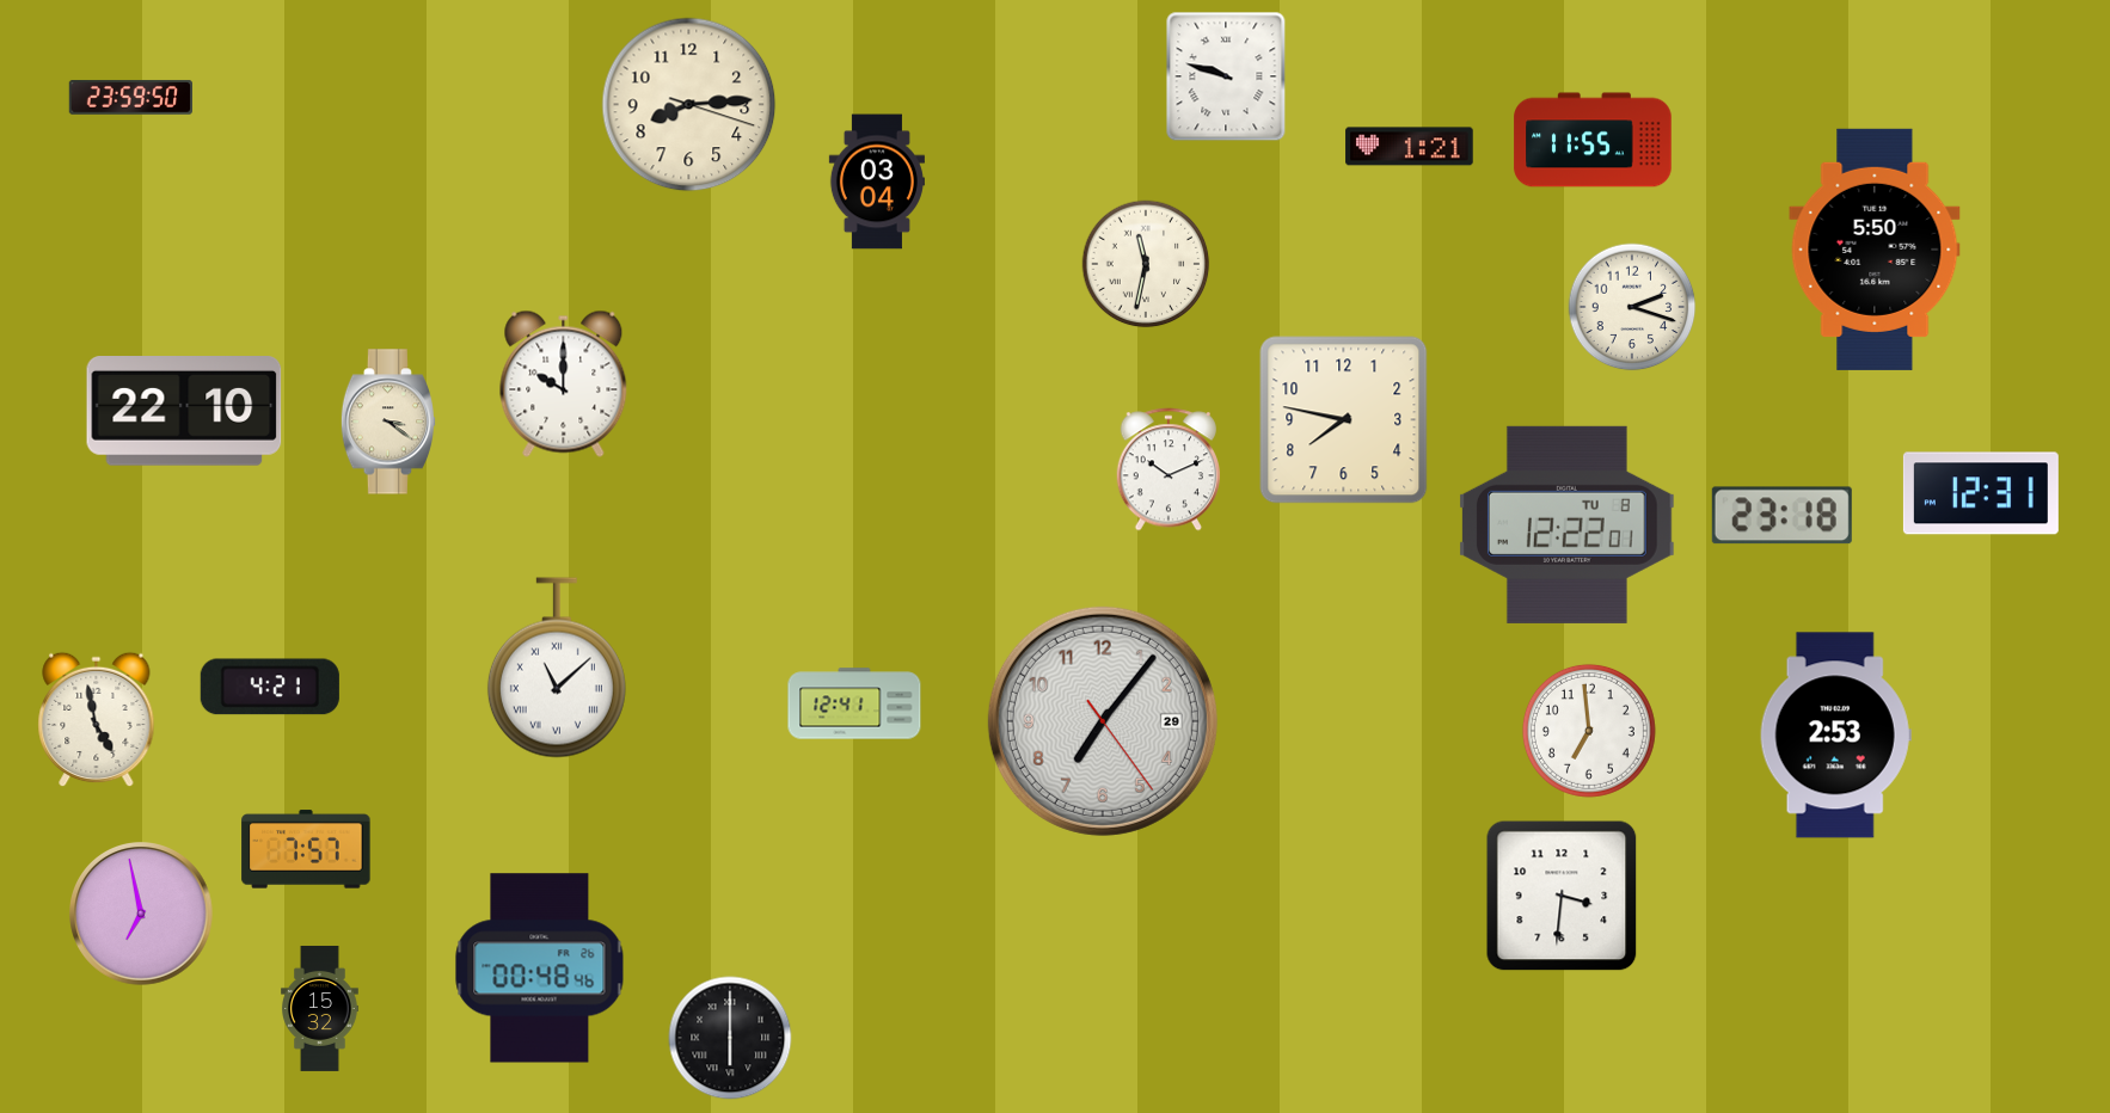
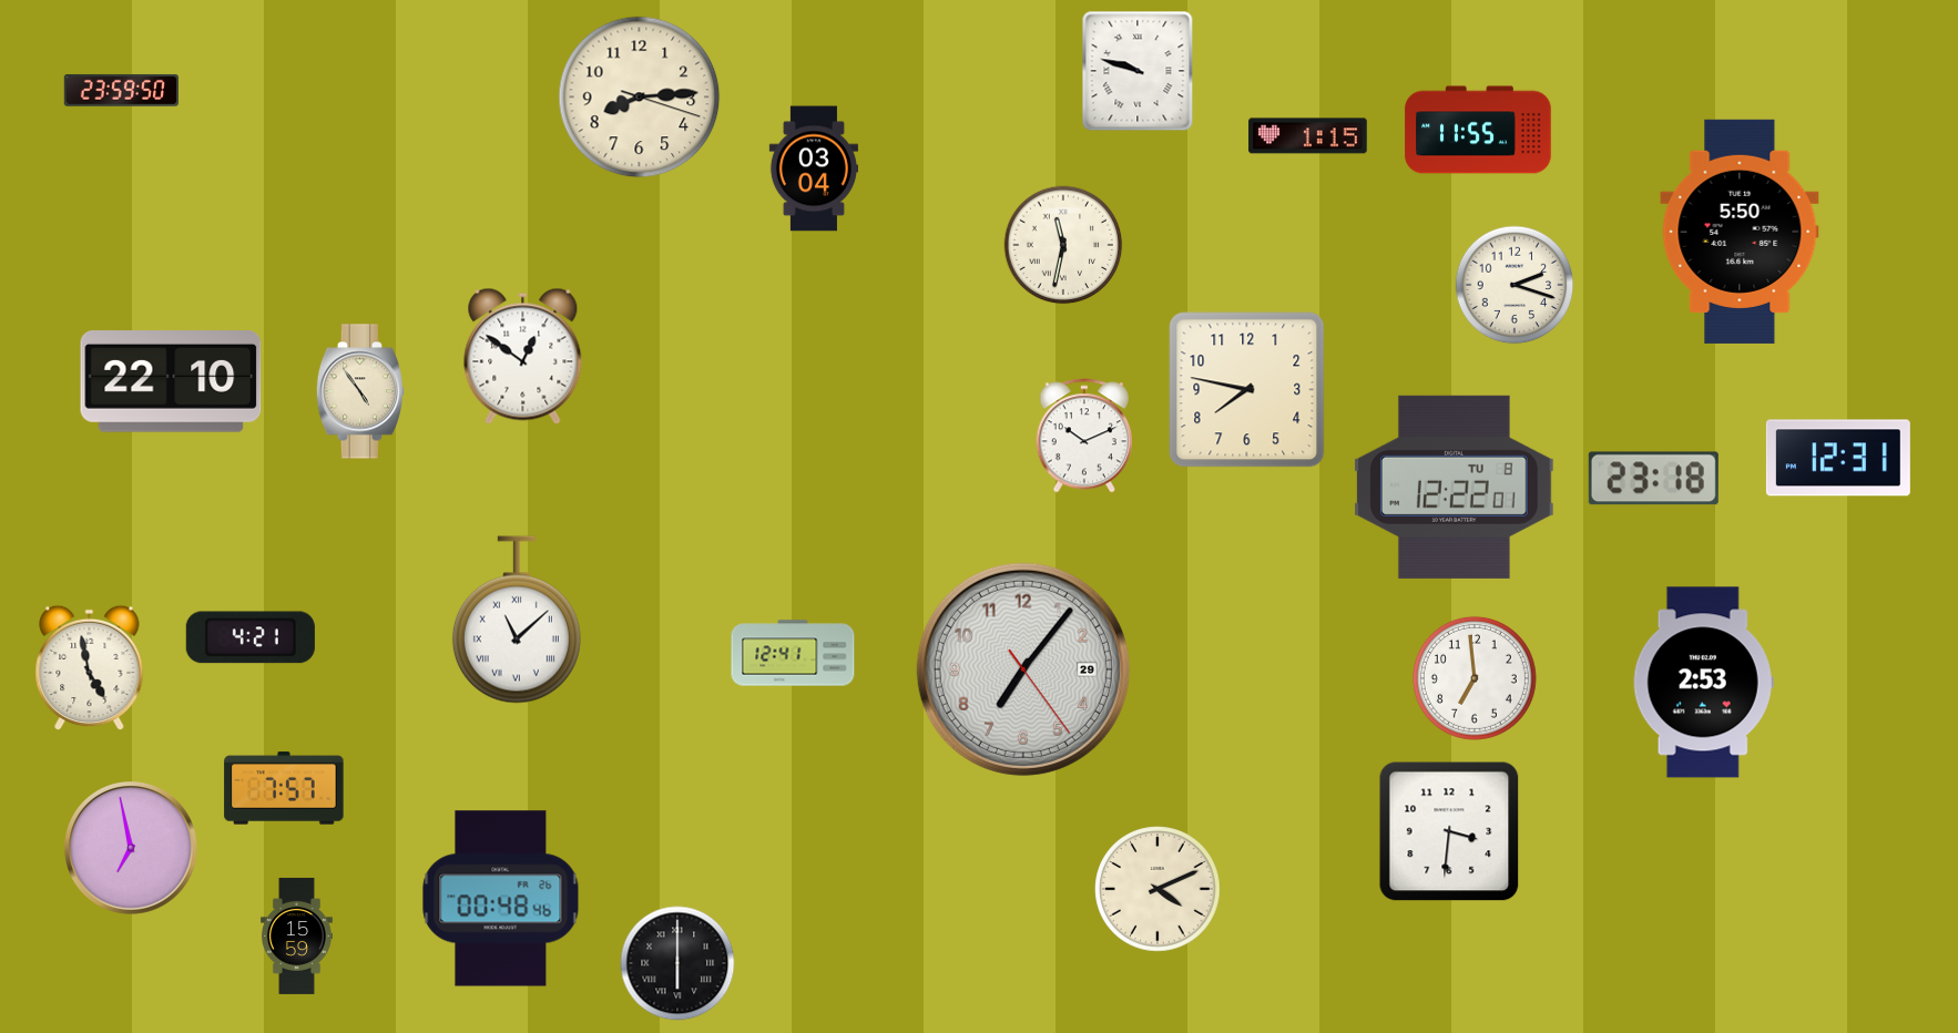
clock at (1410, 147): 1:21 -> 1:15
clock at (564, 383): 10:00 -> 12:51
clock at (387, 422): 3:21 -> 4:54
clock at (1158, 889): none -> 4:11
clock at (320, 1008): 15:32 -> 15:59
